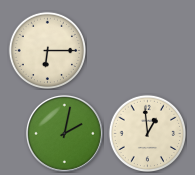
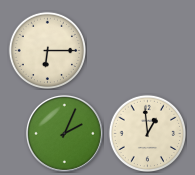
clock at (64, 133): 2:02 -> 2:04
